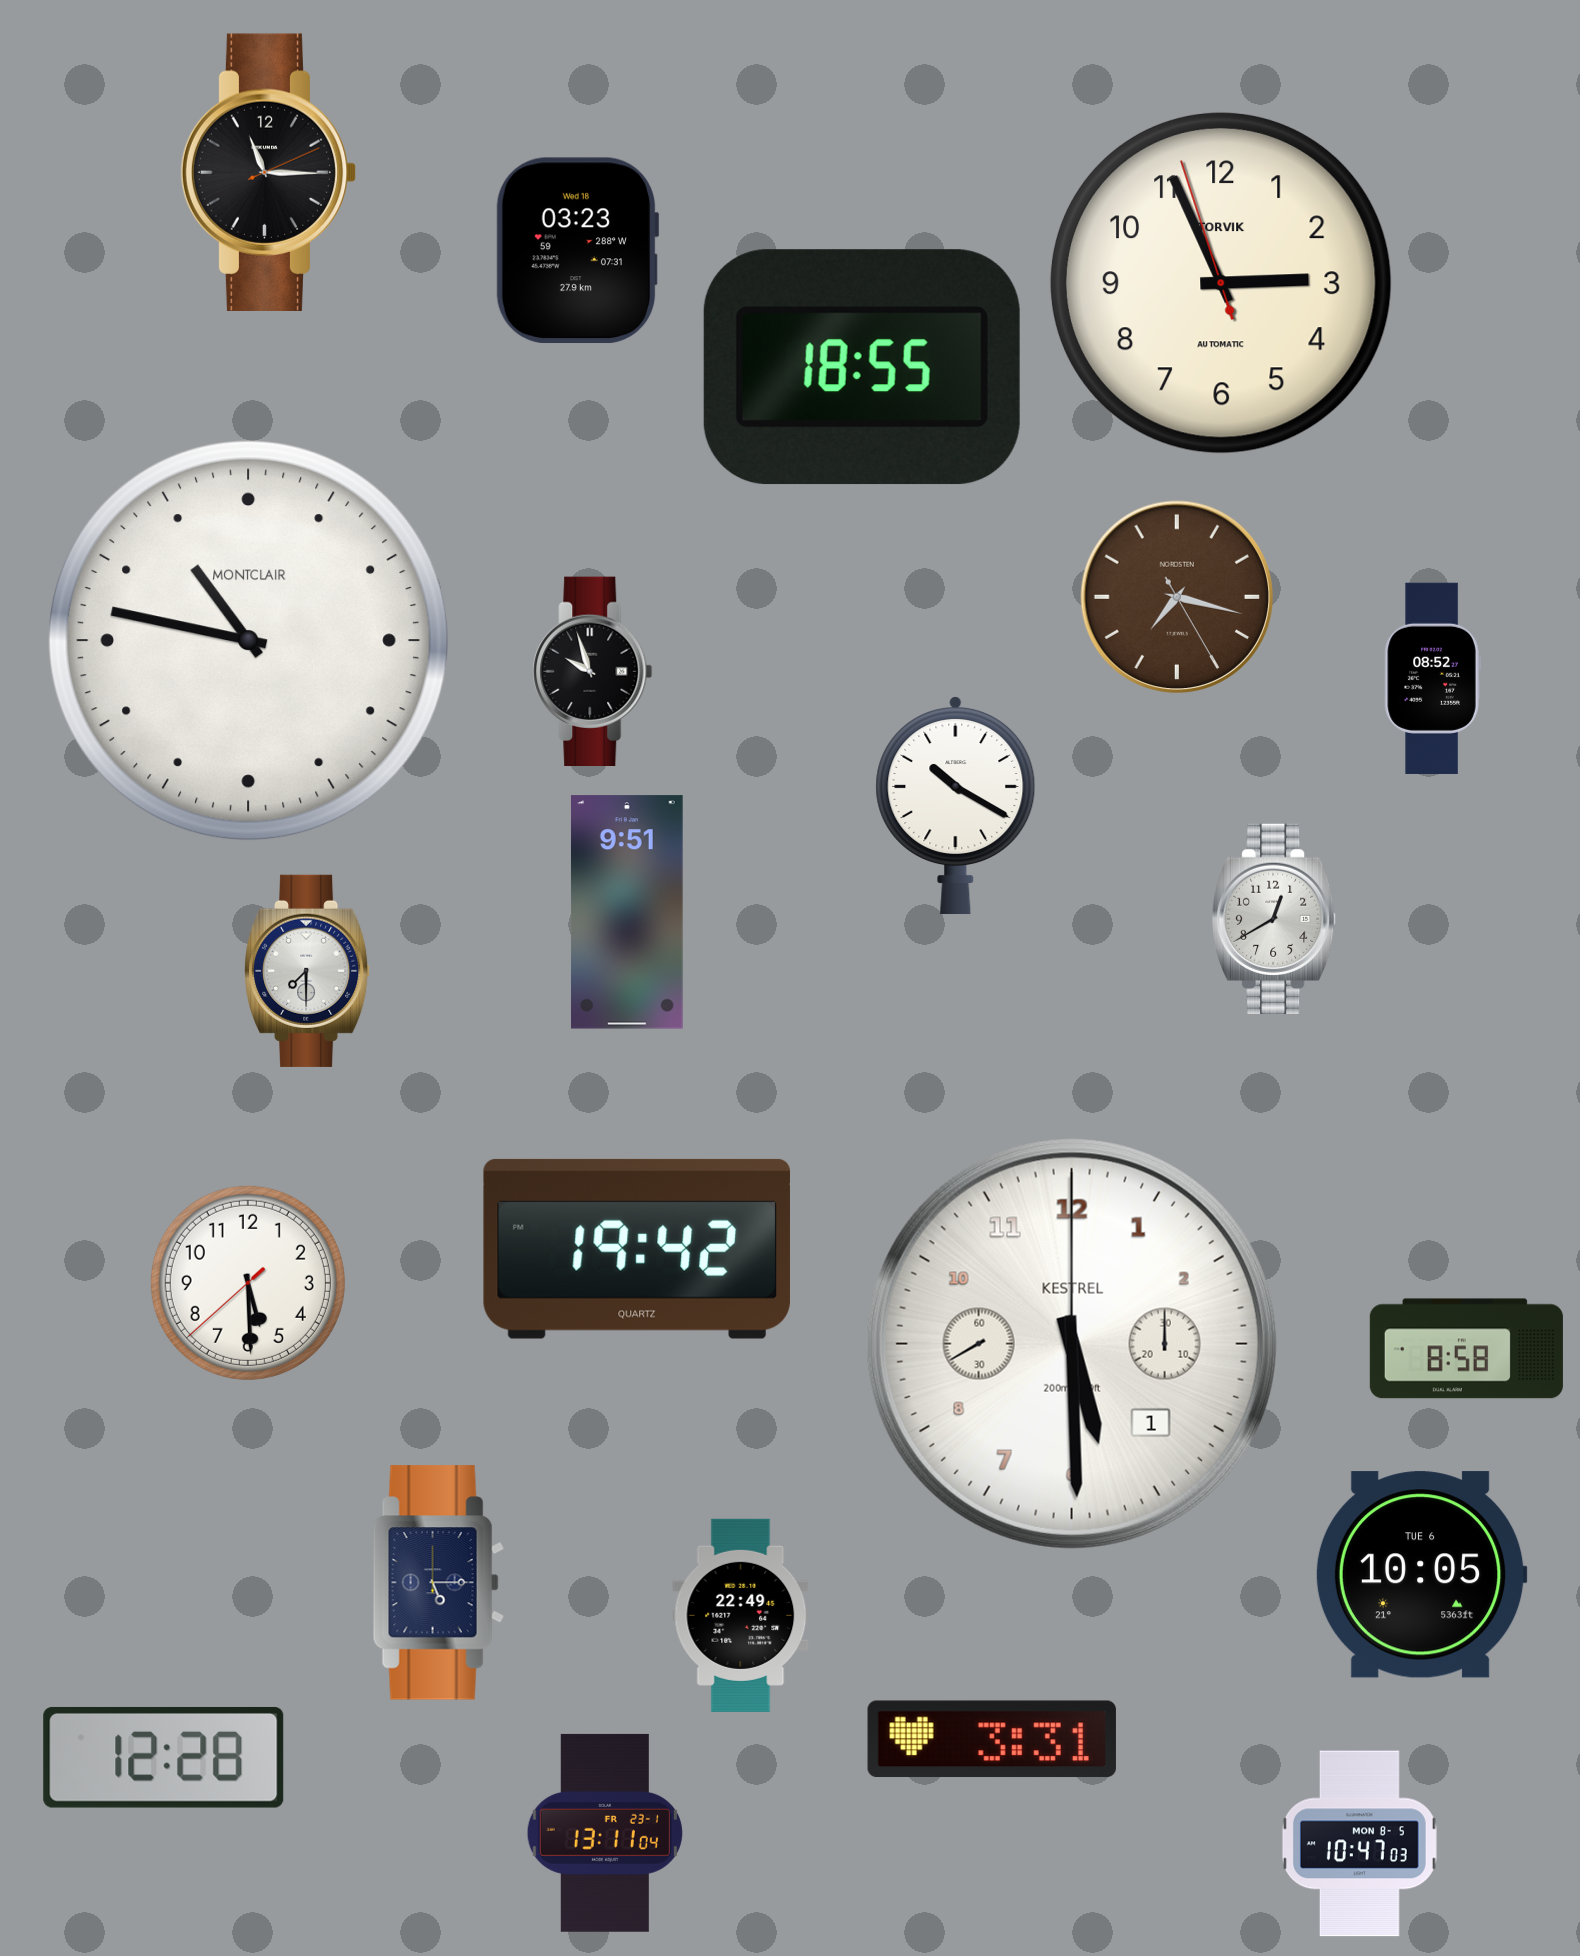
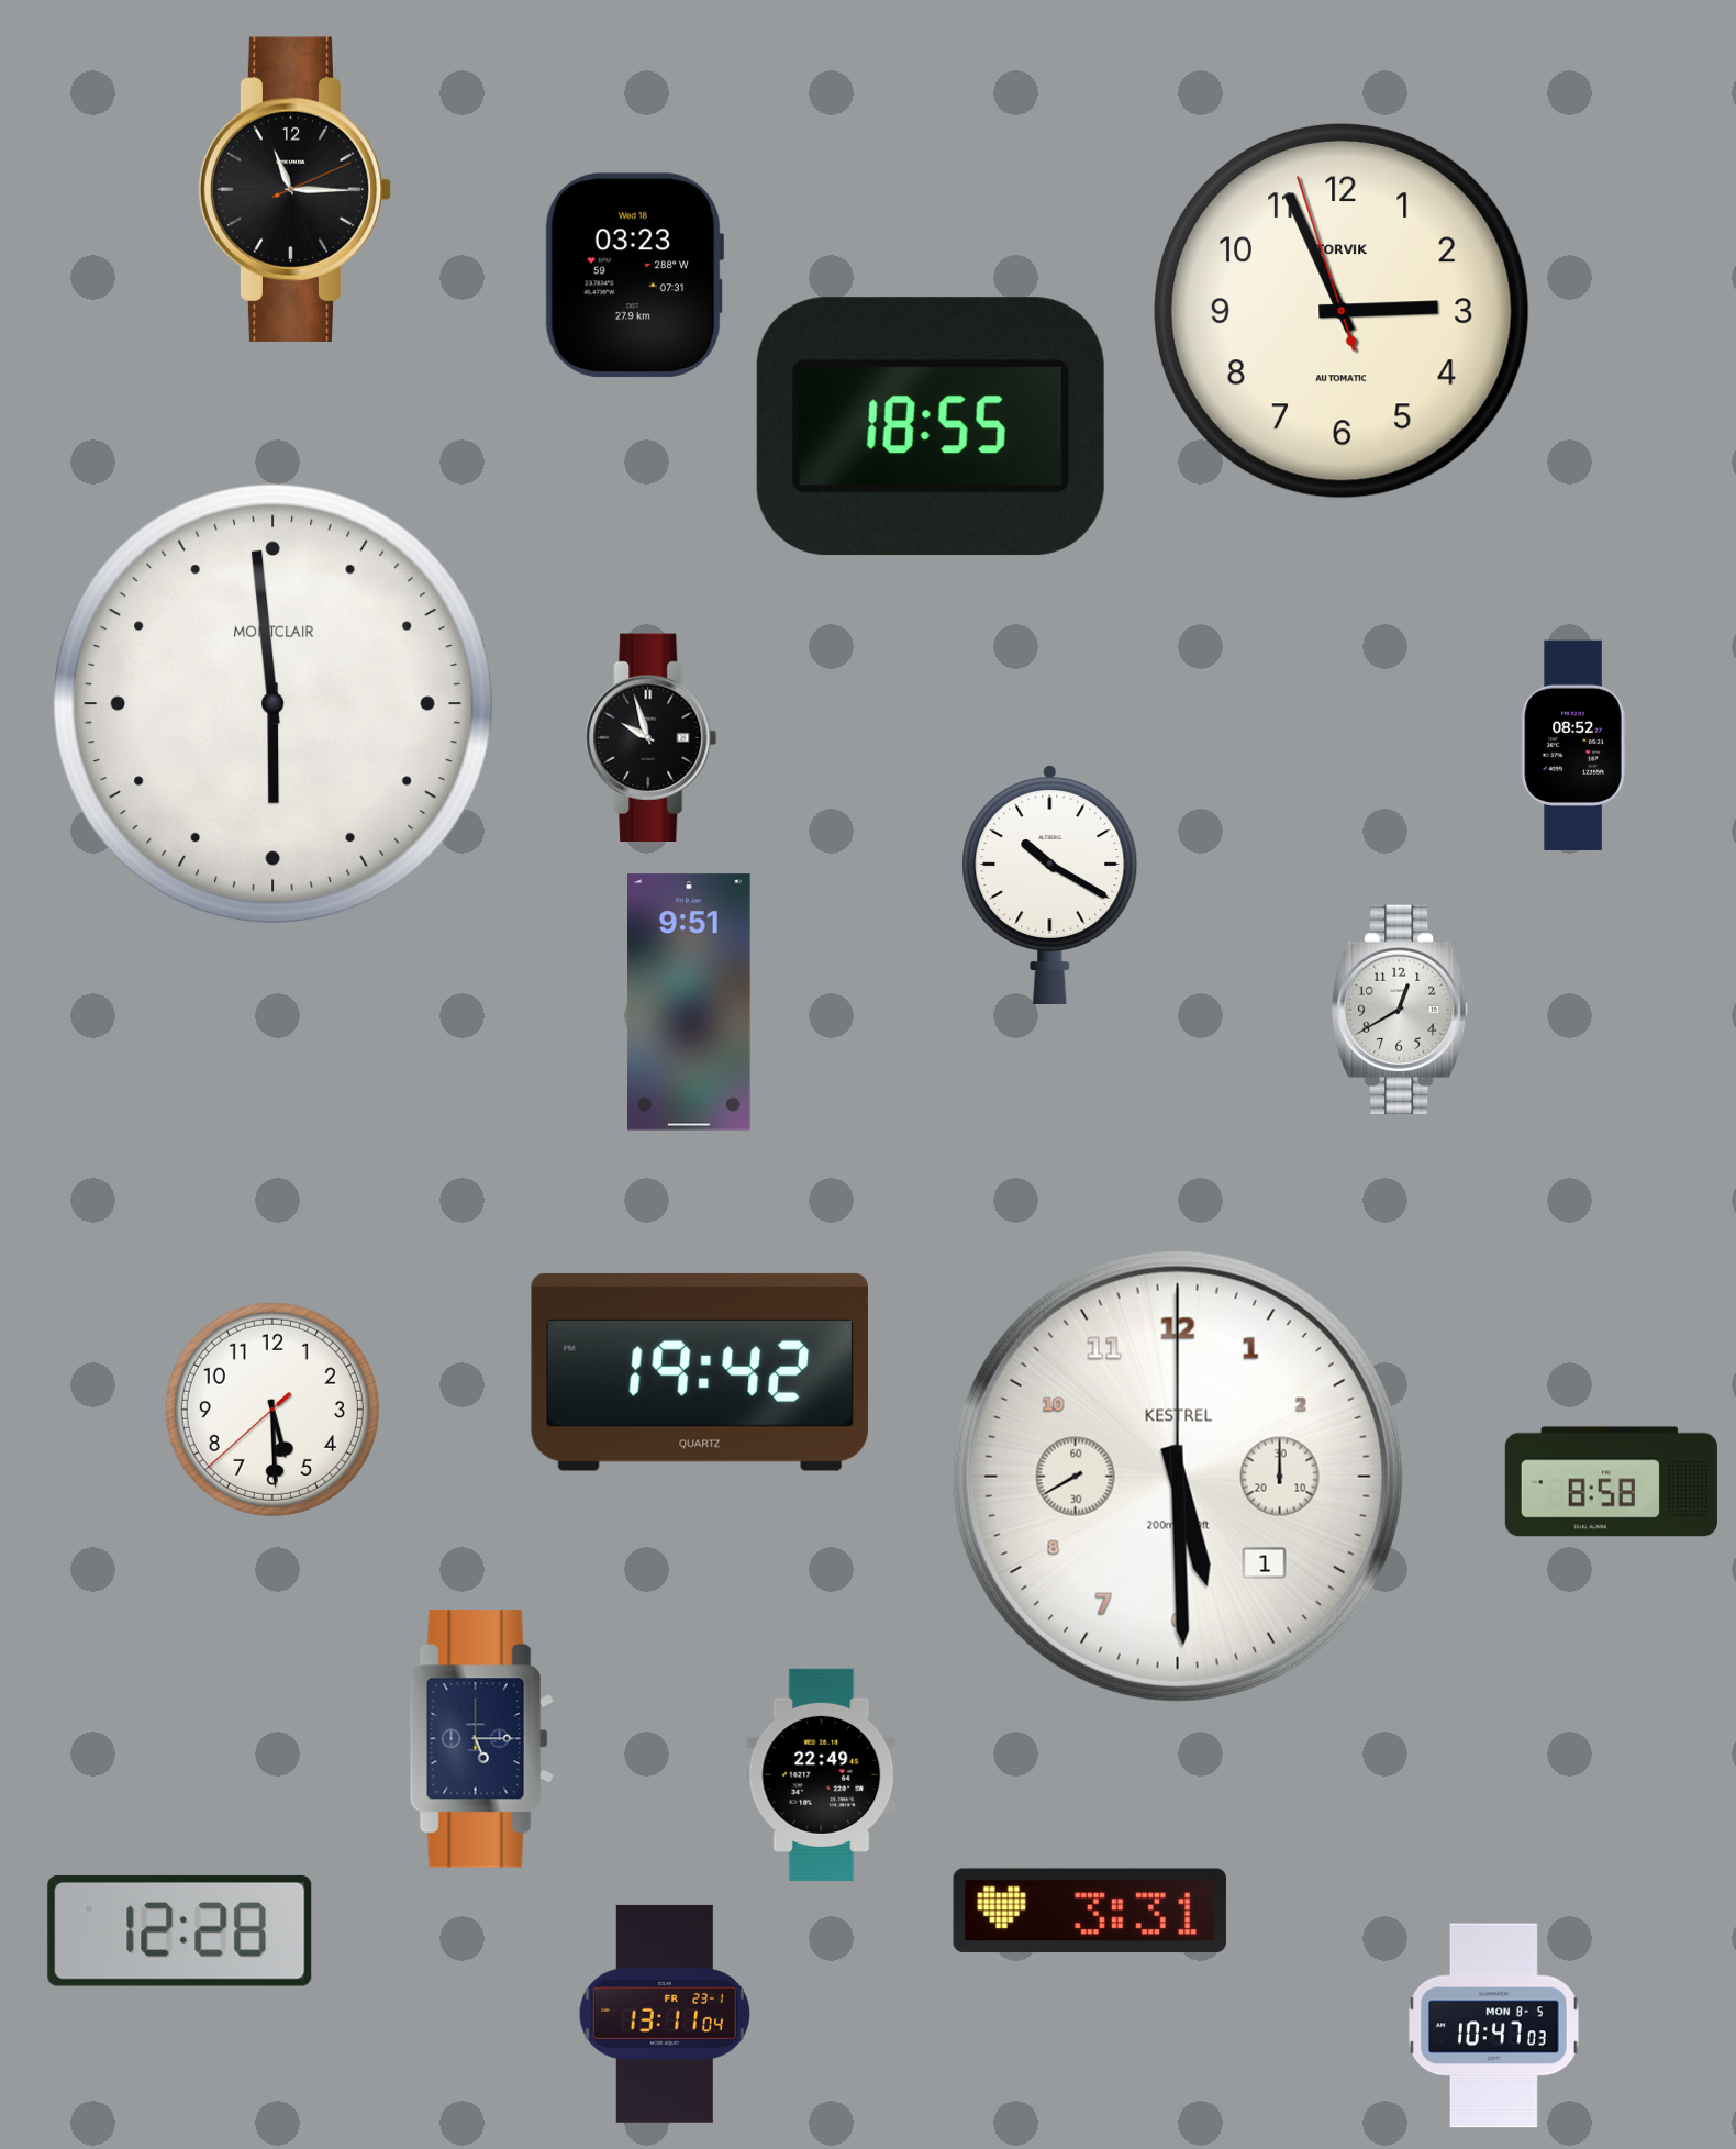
clock at (862, 367) position: (862, 367) -> (931, 426)
clock at (1176, 596): 7:17 -> none
clock at (248, 640): 10:47 -> 5:59
clock at (308, 971): 7:30 -> none
clock at (1421, 1575): 10:05 -> none
clock at (741, 1615) position: (741, 1615) -> (822, 1774)
